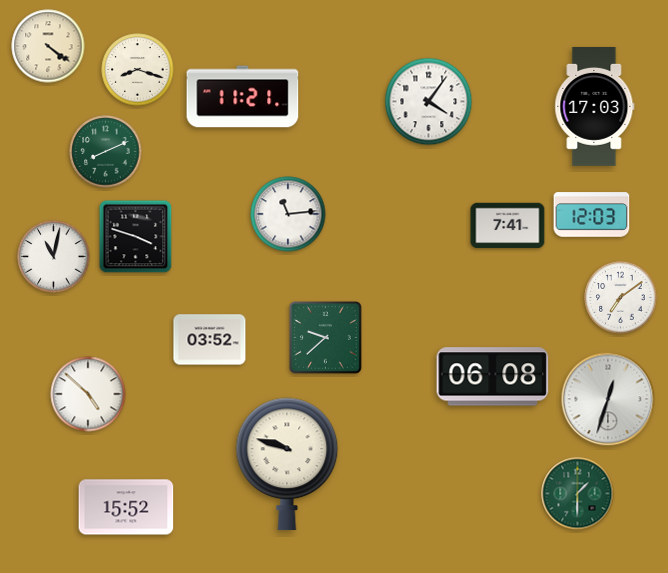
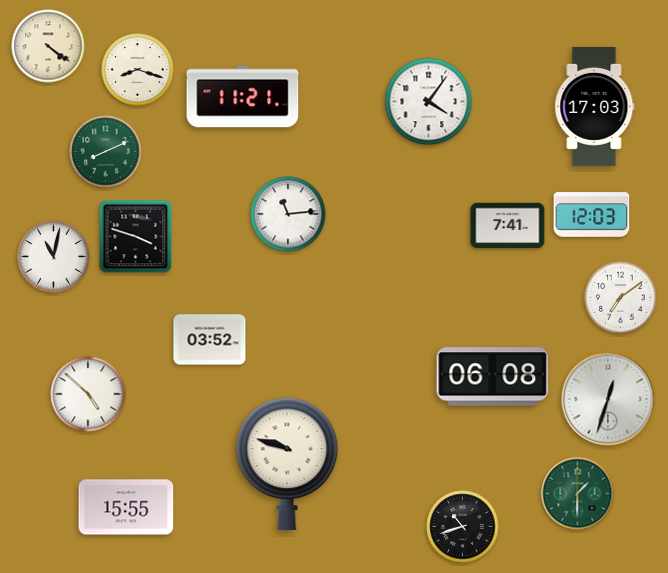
clock at (326, 338): 9:38 -> none
clock at (126, 507): 15:52 -> 15:55
clock at (463, 527): none -> 10:42
